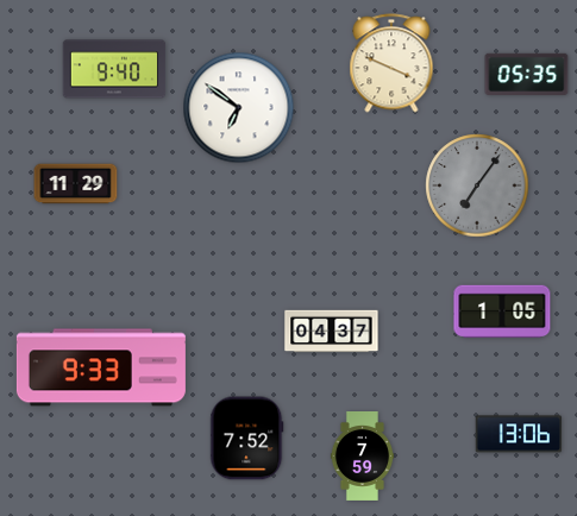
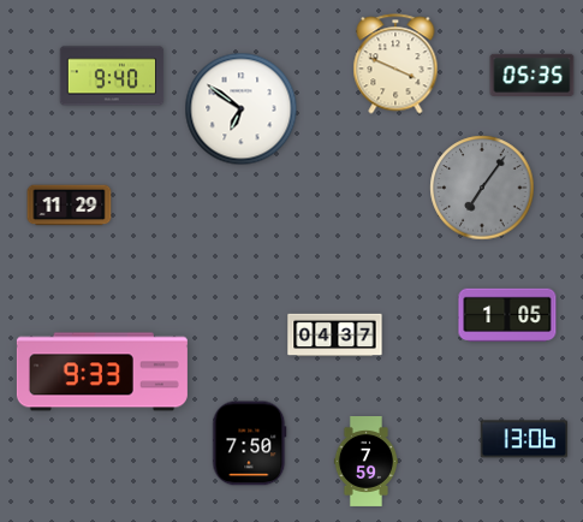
clock at (114, 69) position: (114, 69) -> (112, 76)
clock at (76, 184) position: (76, 184) -> (70, 206)
clock at (247, 439): 7:52 -> 7:50
